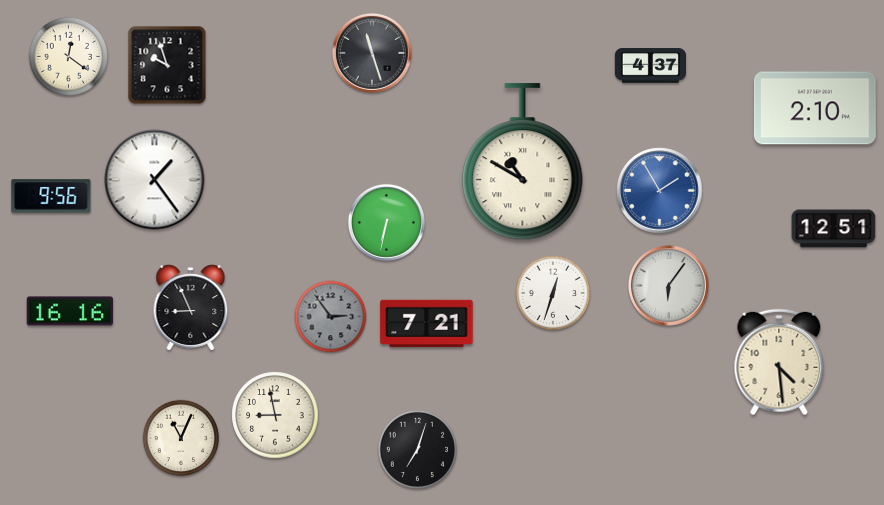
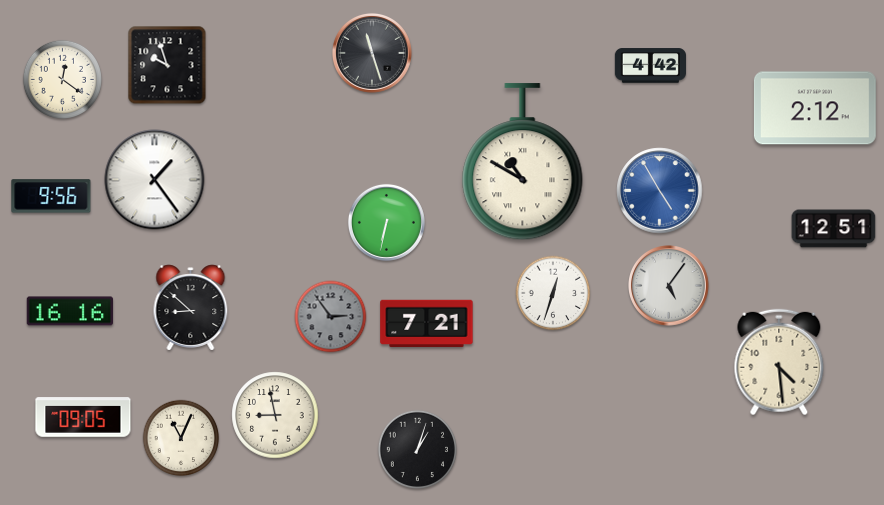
clock at (68, 56) position: (68, 56) -> (62, 79)
clock at (650, 66): 4:37 -> 4:42
clock at (815, 108): 2:10 -> 2:12
clock at (660, 191): 1:55 -> 4:55
clock at (669, 286): 6:06 -> 5:06
clock at (191, 308): 8:56 -> 8:52
clock at (83, 417): none -> 09:05
clock at (417, 449): 7:03 -> 1:03
